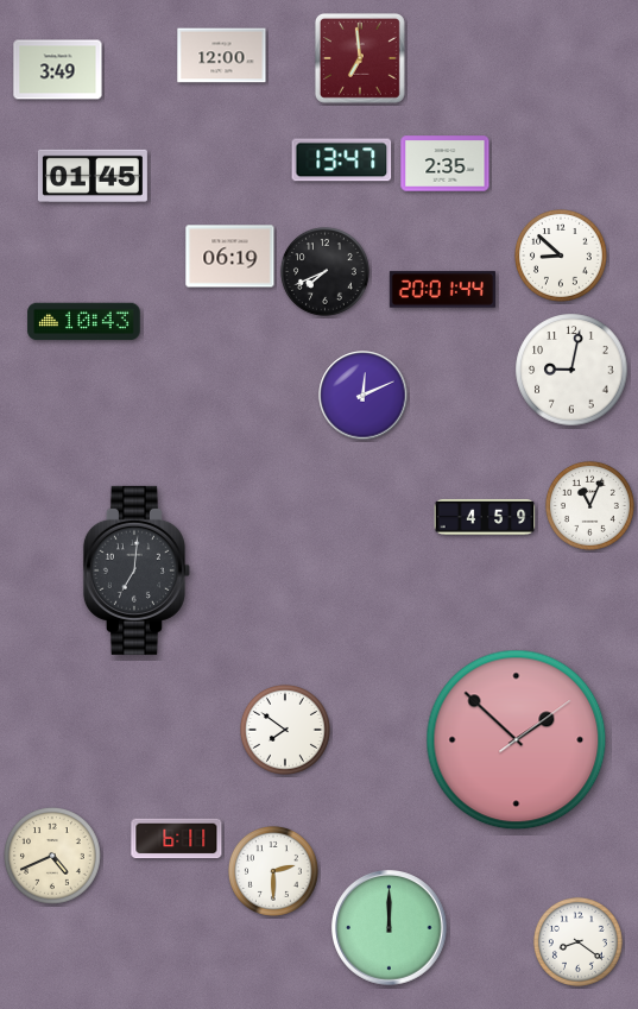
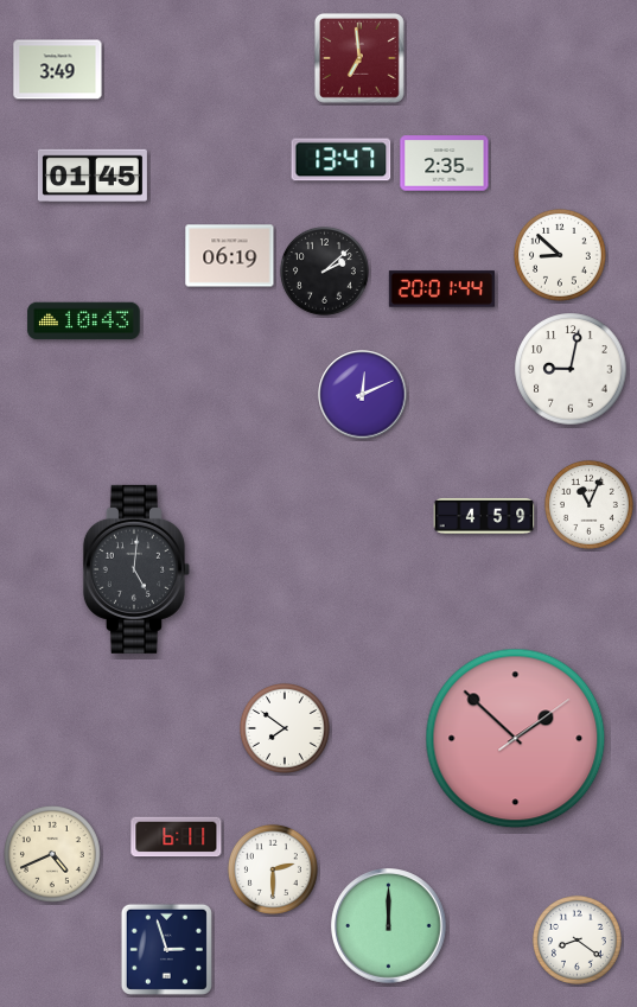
clock at (222, 56): 12:00 -> none
clock at (324, 271): 7:41 -> 2:08
clock at (137, 570): 7:01 -> 5:01
clock at (166, 949): none -> 2:57
